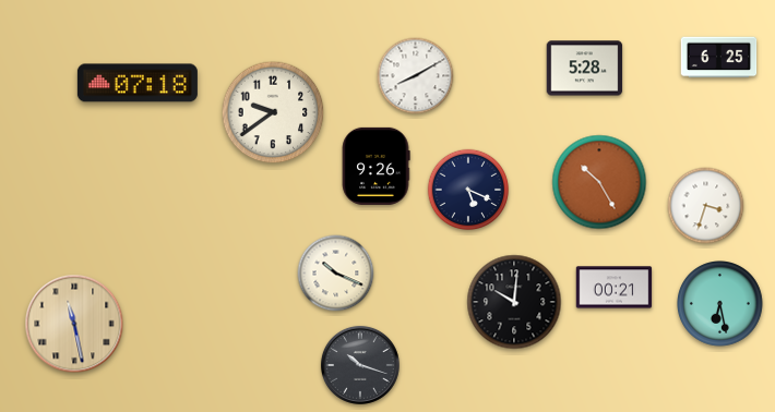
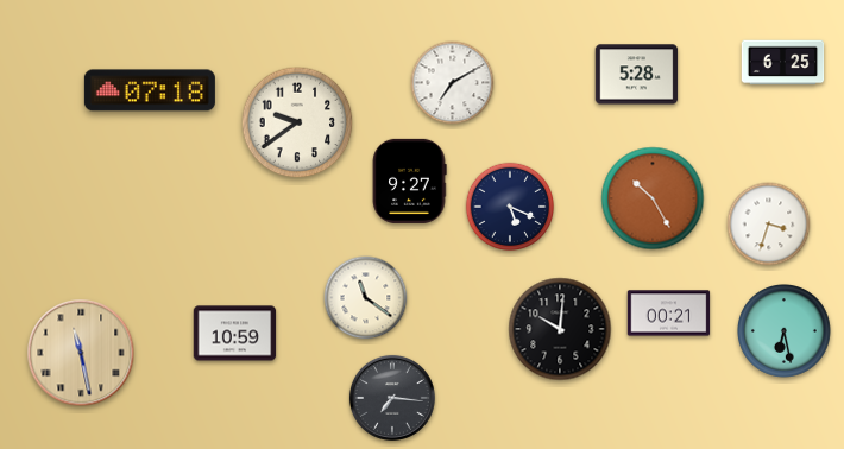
clock at (416, 76): 8:10 -> 7:10
clock at (375, 166): 9:26 -> 9:27
clock at (336, 274): 10:19 -> 11:21
clock at (235, 334): none -> 10:59
clock at (360, 365): 10:18 -> 7:16
